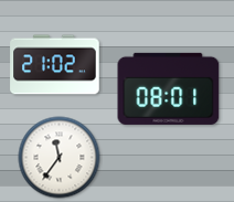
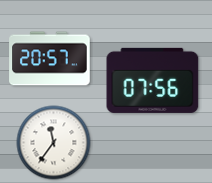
clock at (55, 65): 21:02 -> 20:57
clock at (169, 88): 08:01 -> 07:56
